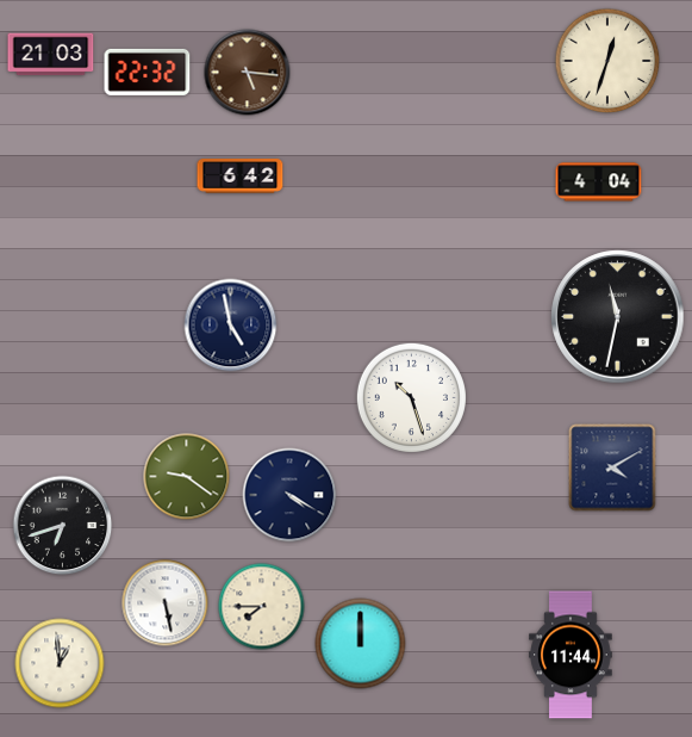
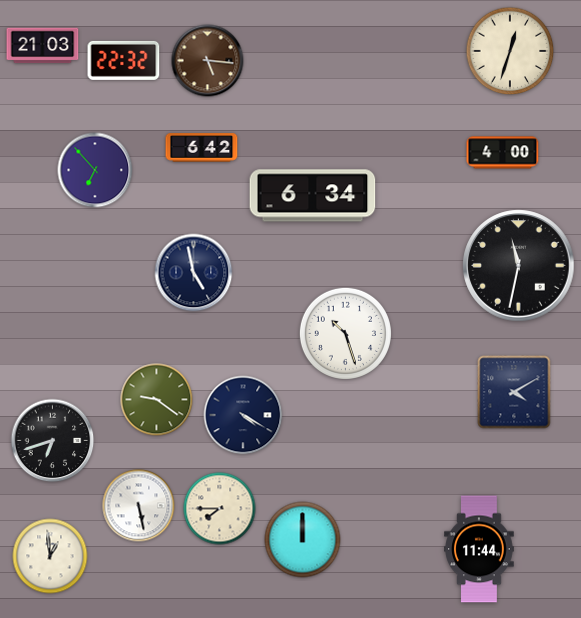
clock at (599, 182): 4:04 -> 4:00
clock at (95, 170): none -> 6:53
clock at (313, 196): none -> 6:34
